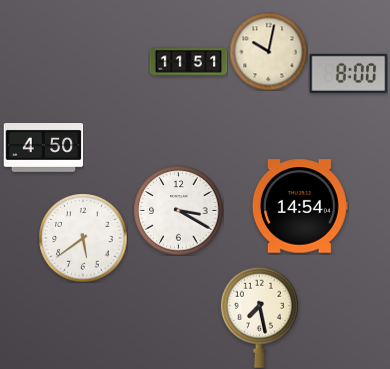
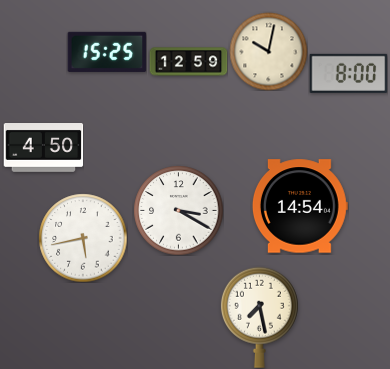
clock at (107, 52): none -> 15:25
clock at (188, 62): 11:51 -> 12:59
clock at (83, 238): 5:39 -> 5:43
